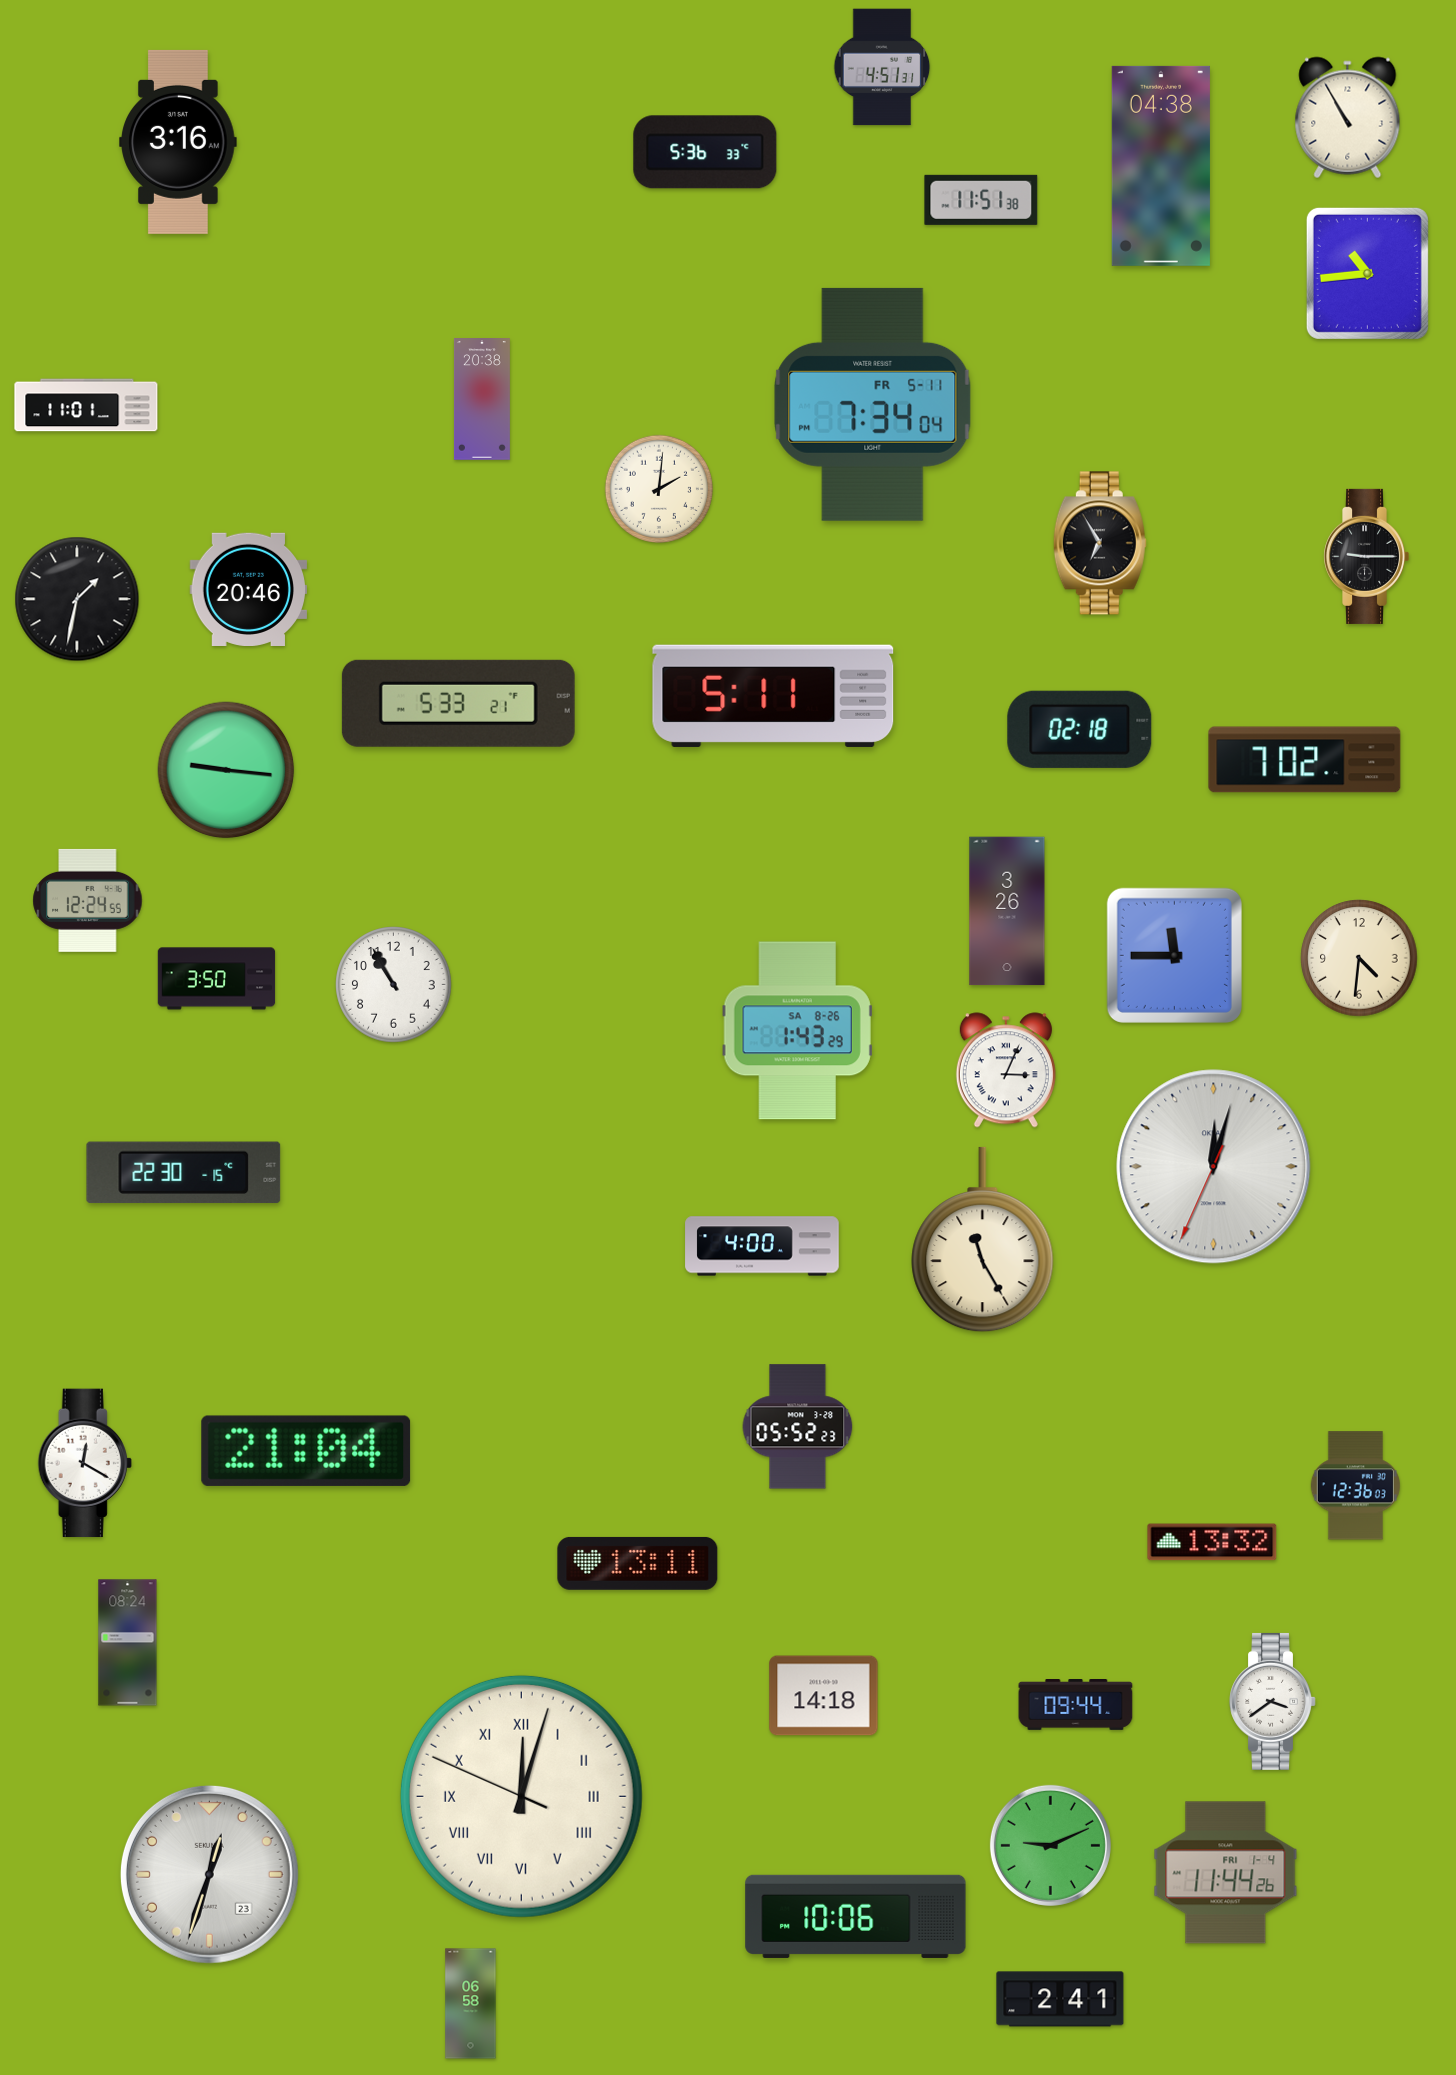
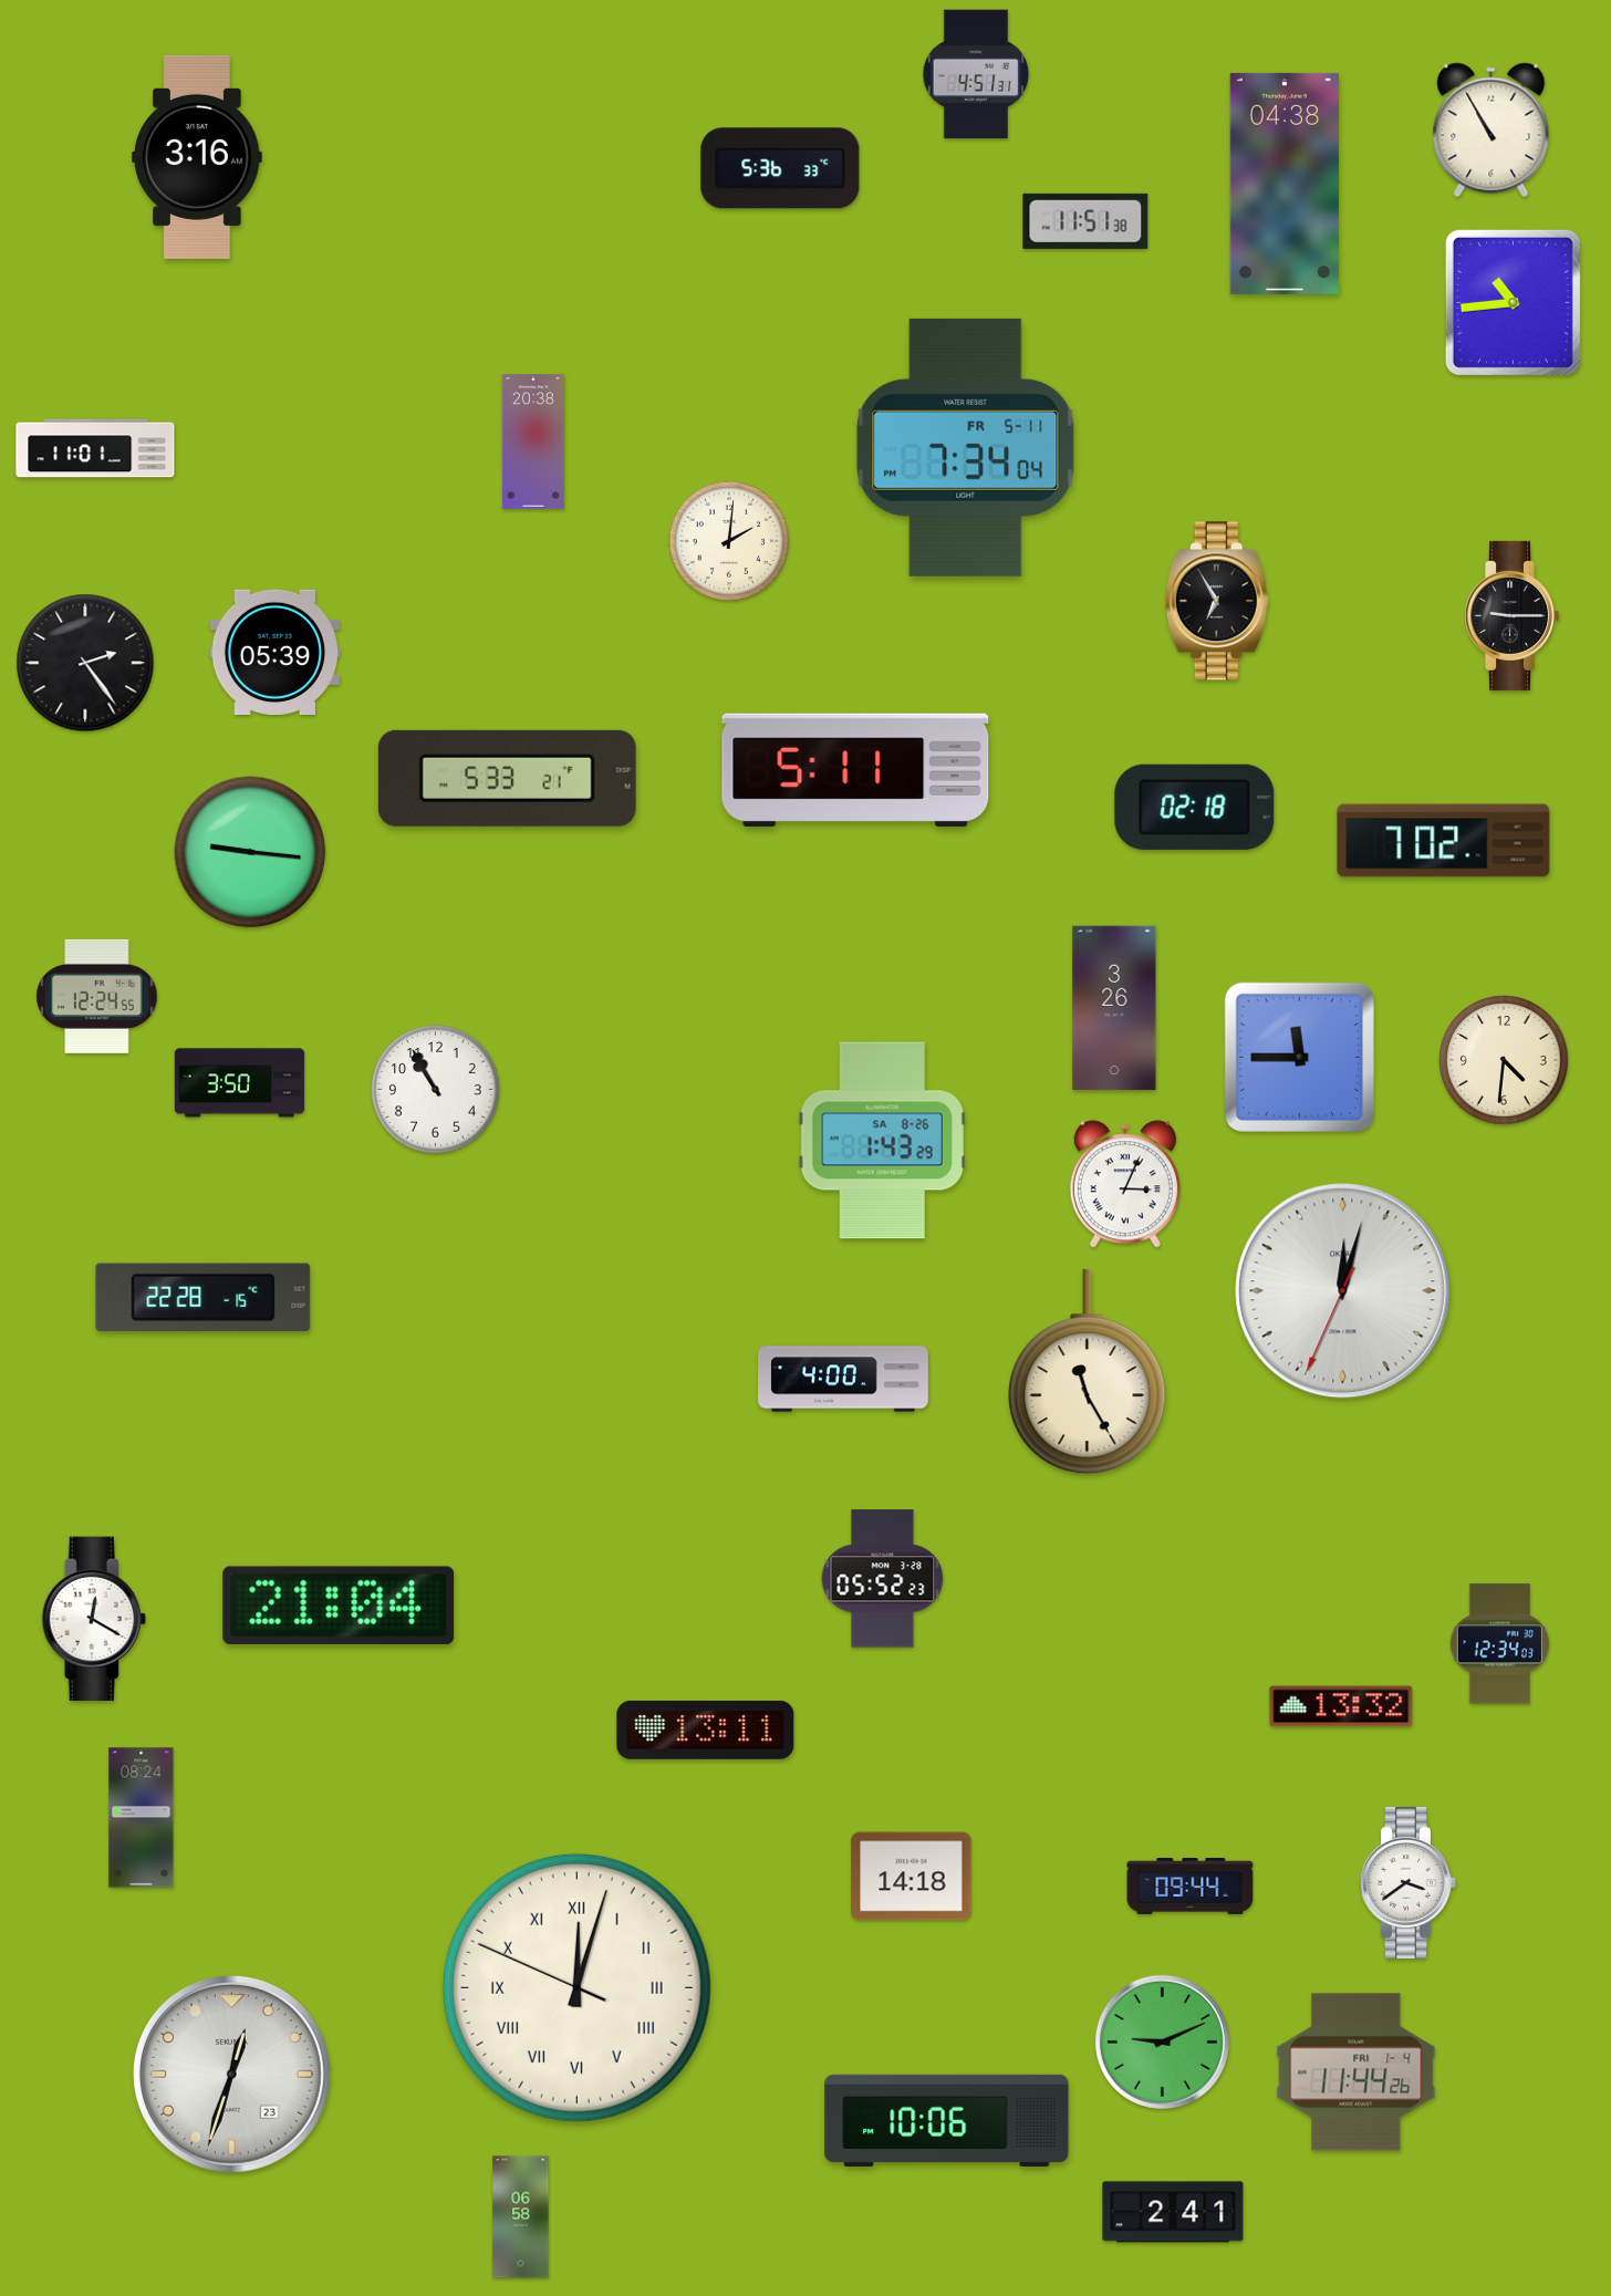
clock at (249, 589): 20:46 -> 05:39
clock at (77, 599): 1:32 -> 2:24
clock at (1006, 1070) position: (1006, 1070) -> (1125, 1184)
clock at (184, 1173): 22:30 -> 22:28
clock at (1355, 1486): 12:36 -> 12:34
